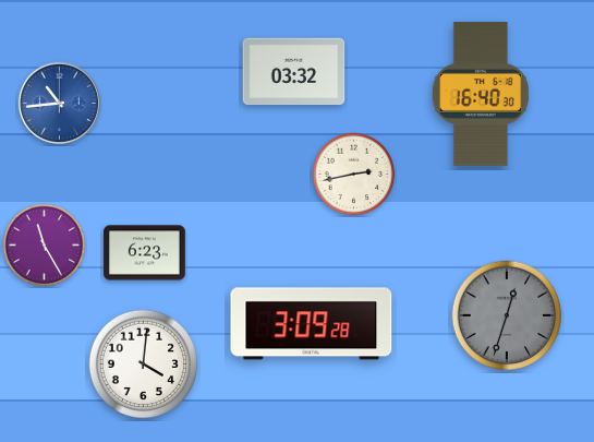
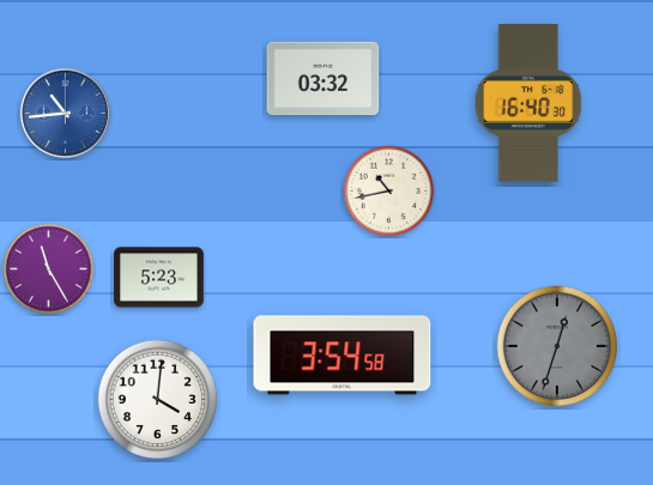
clock at (354, 175): 2:43 -> 10:43
clock at (145, 253): 6:23 -> 5:23
clock at (312, 324): 3:09 -> 3:54
